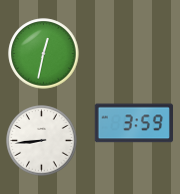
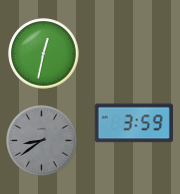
clock at (42, 141): 8:44 -> 8:39
clock at (42, 141) dial: white -> grey
